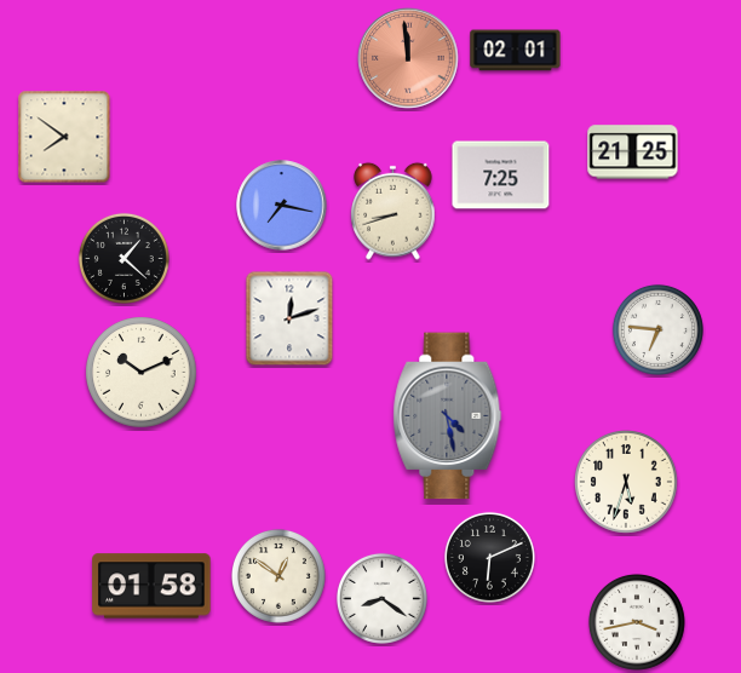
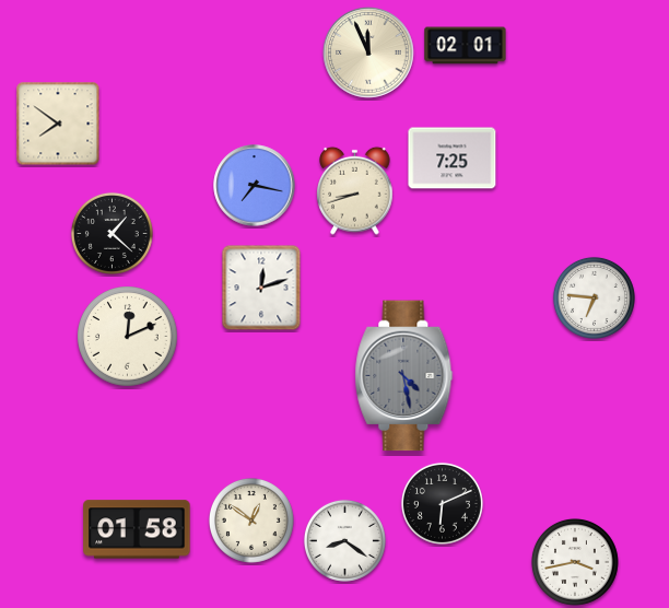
clock at (408, 58): 11:59 -> 11:56
clock at (408, 58) dial: salmon -> cream
clock at (633, 153): 21:25 -> none
clock at (142, 373): 10:11 -> 12:11
clock at (627, 483): 5:33 -> none
